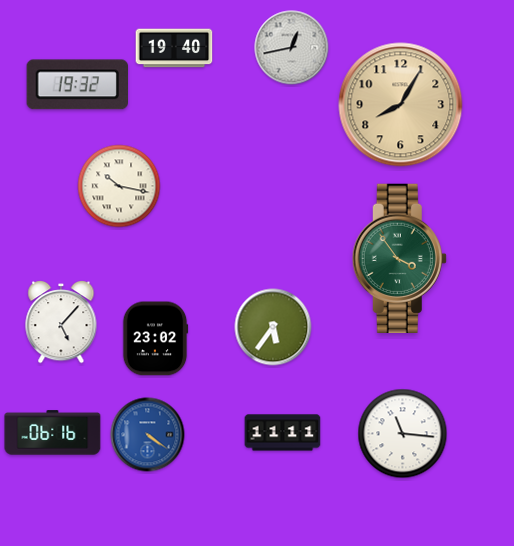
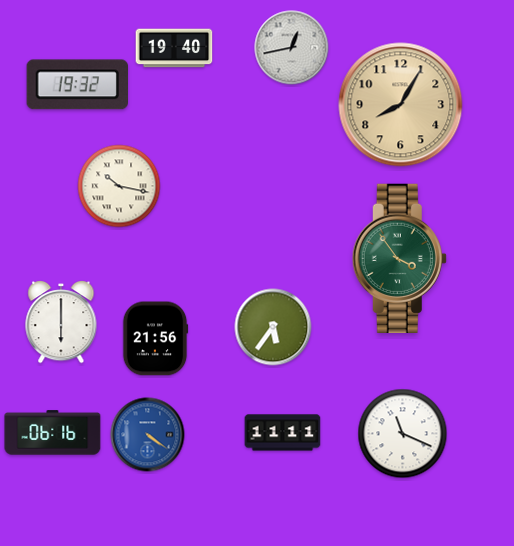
clock at (61, 323): 5:07 -> 6:00
clock at (155, 339): 23:02 -> 21:56
clock at (403, 434): 11:16 -> 11:19
